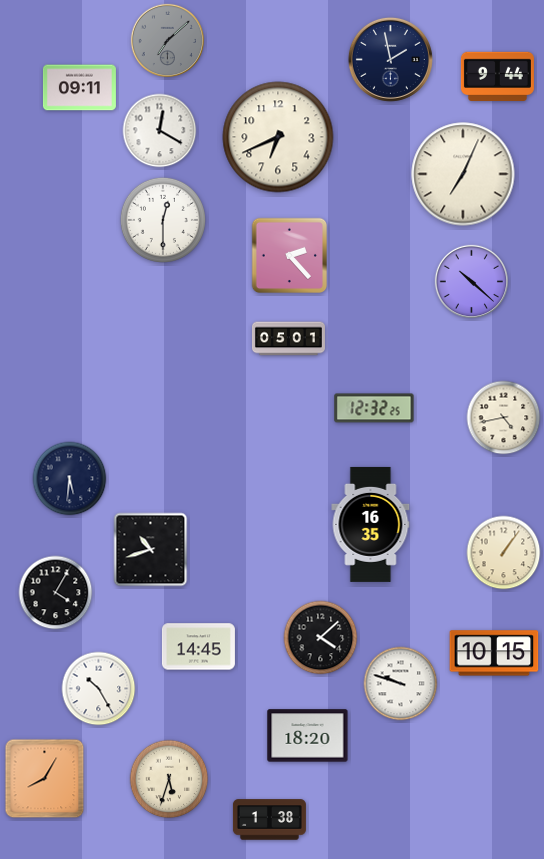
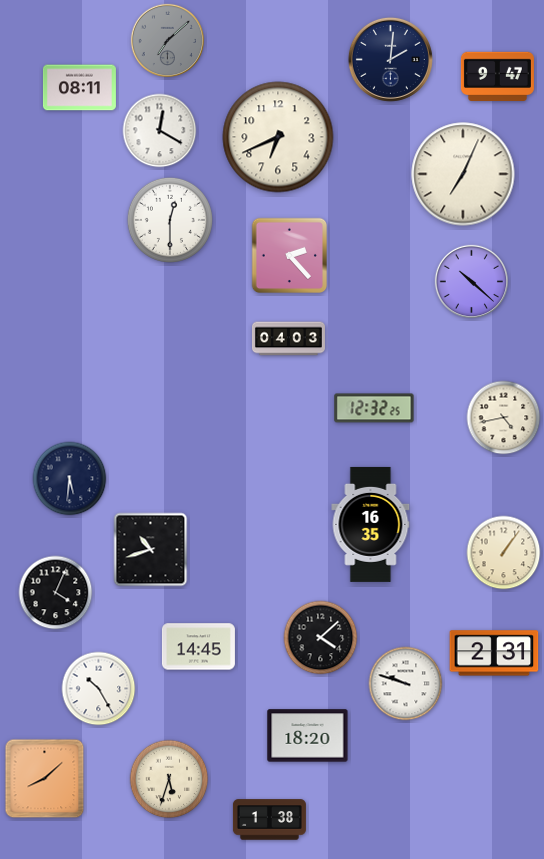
clock at (390, 59): 1:58 -> 2:01
clock at (497, 76): 9:44 -> 9:47
clock at (79, 88): 09:11 -> 08:11
clock at (163, 220) position: (163, 220) -> (170, 220)
clock at (288, 339): 05:01 -> 04:03
clock at (56, 593): 4:05 -> 4:04
clock at (494, 653): 10:15 -> 2:31
clock at (401, 684) position: (401, 684) -> (406, 684)
clock at (45, 779): 8:05 -> 8:08
